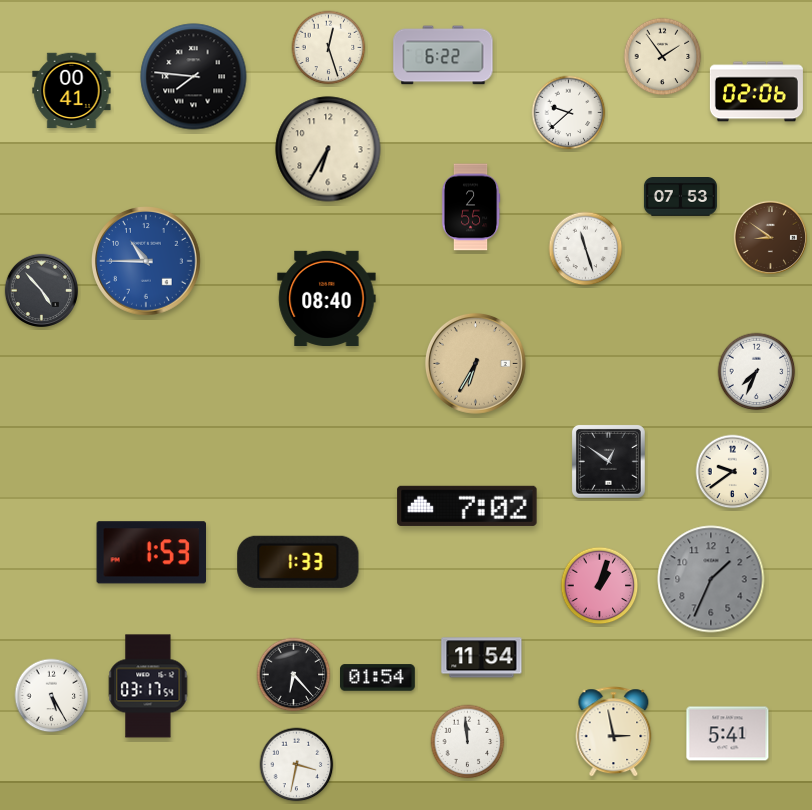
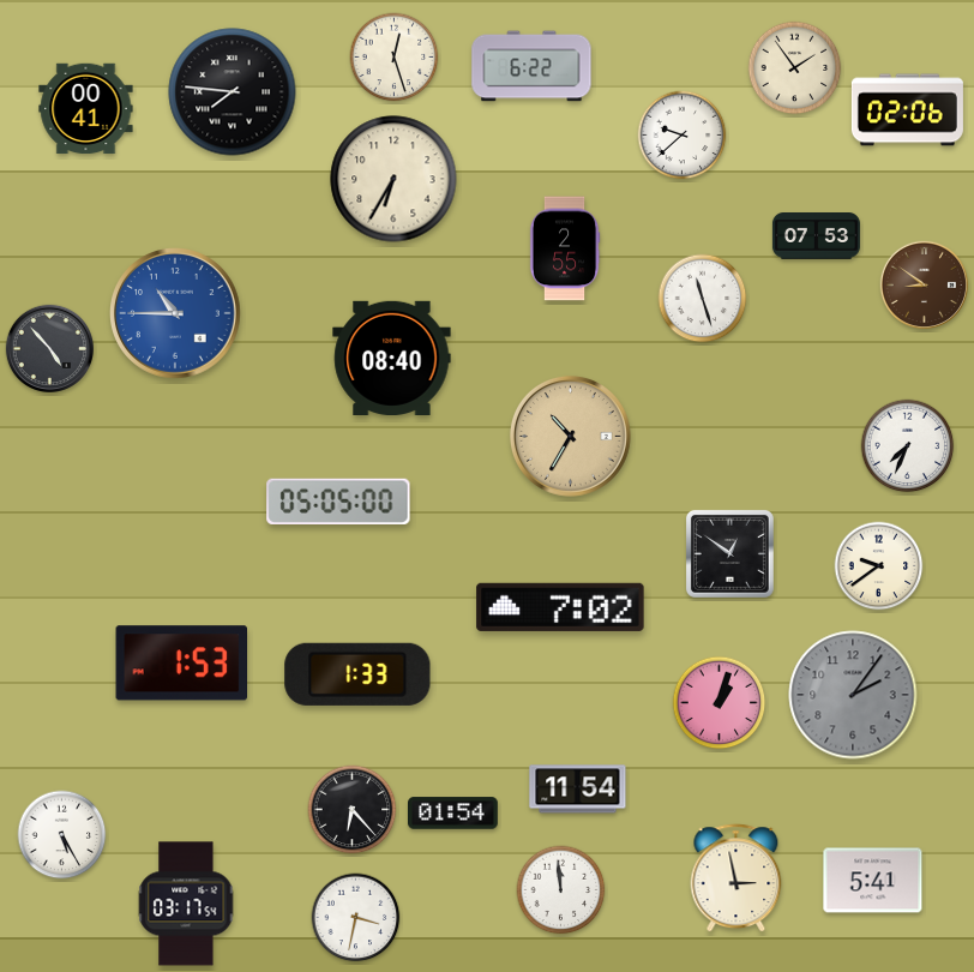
clock at (475, 363): 6:35 -> 10:35
clock at (338, 502): none -> 05:05
clock at (711, 579): 1:34 -> 2:06
clock at (148, 686) position: (148, 686) -> (186, 904)
